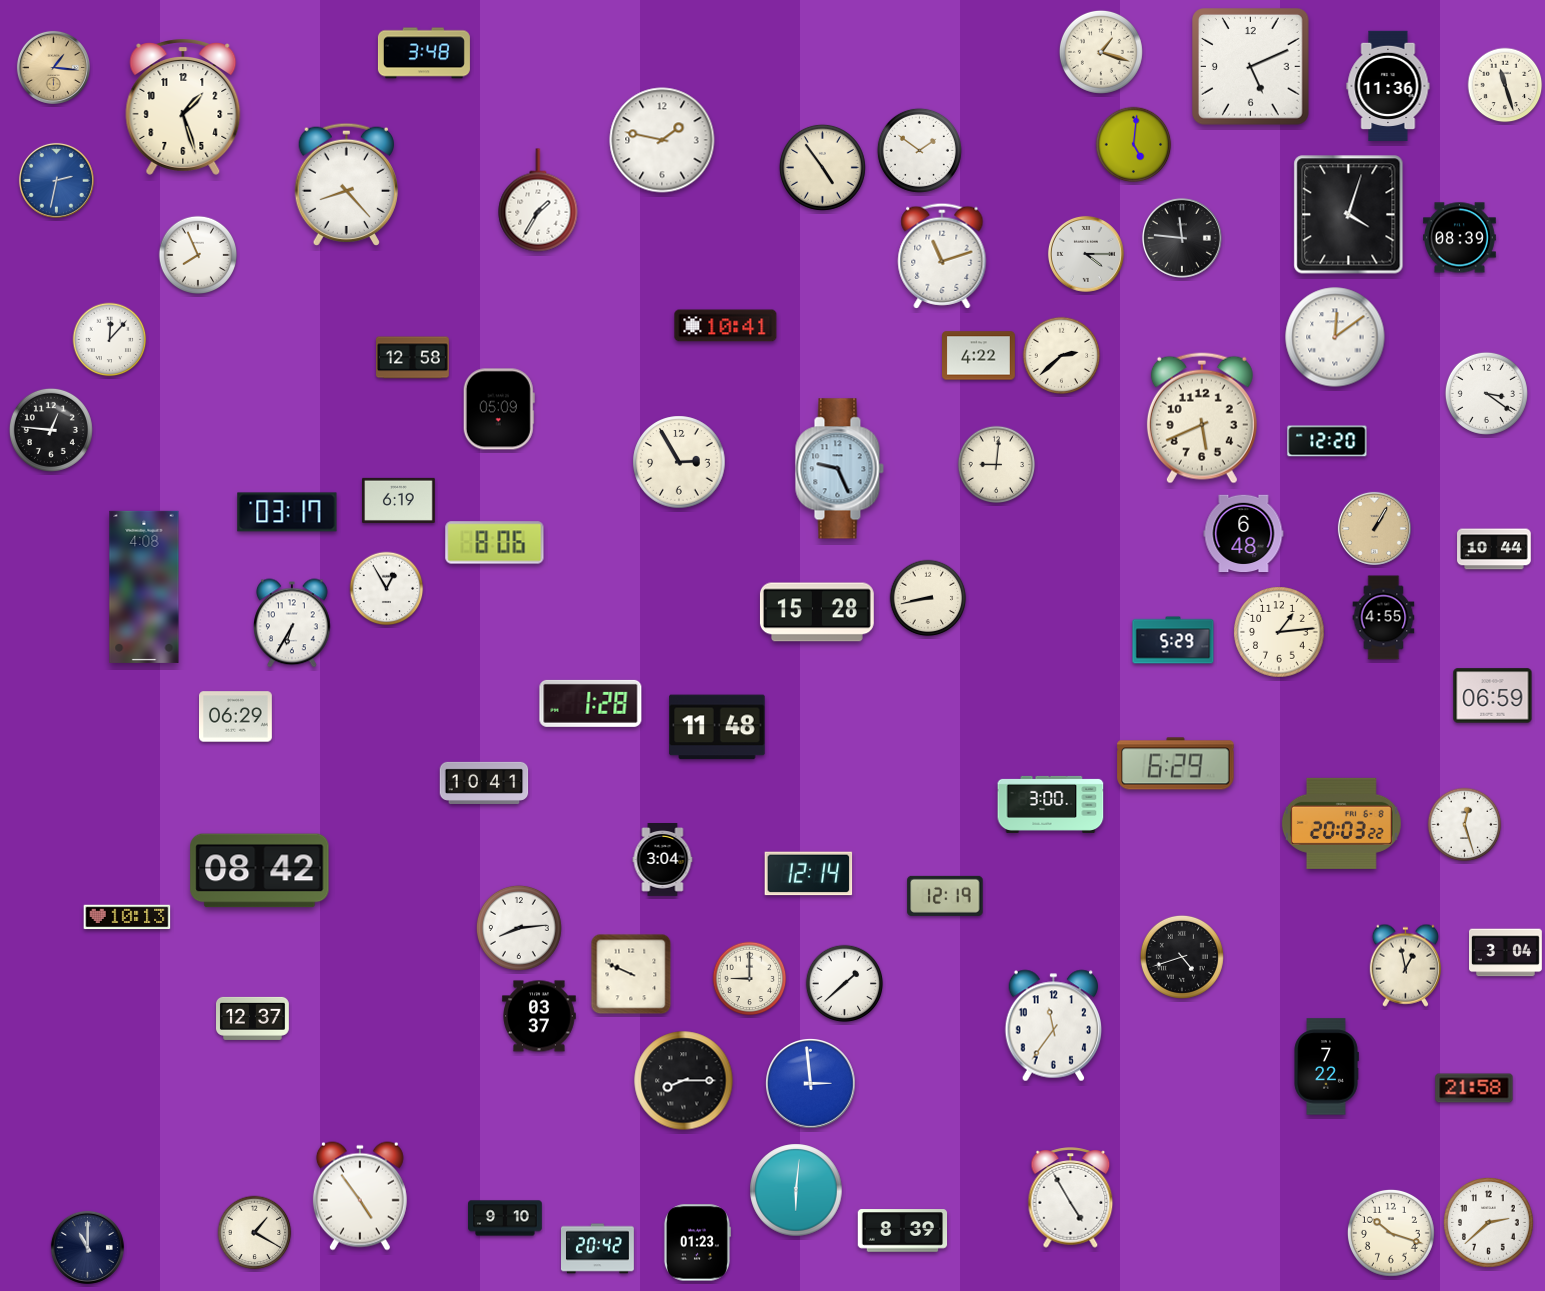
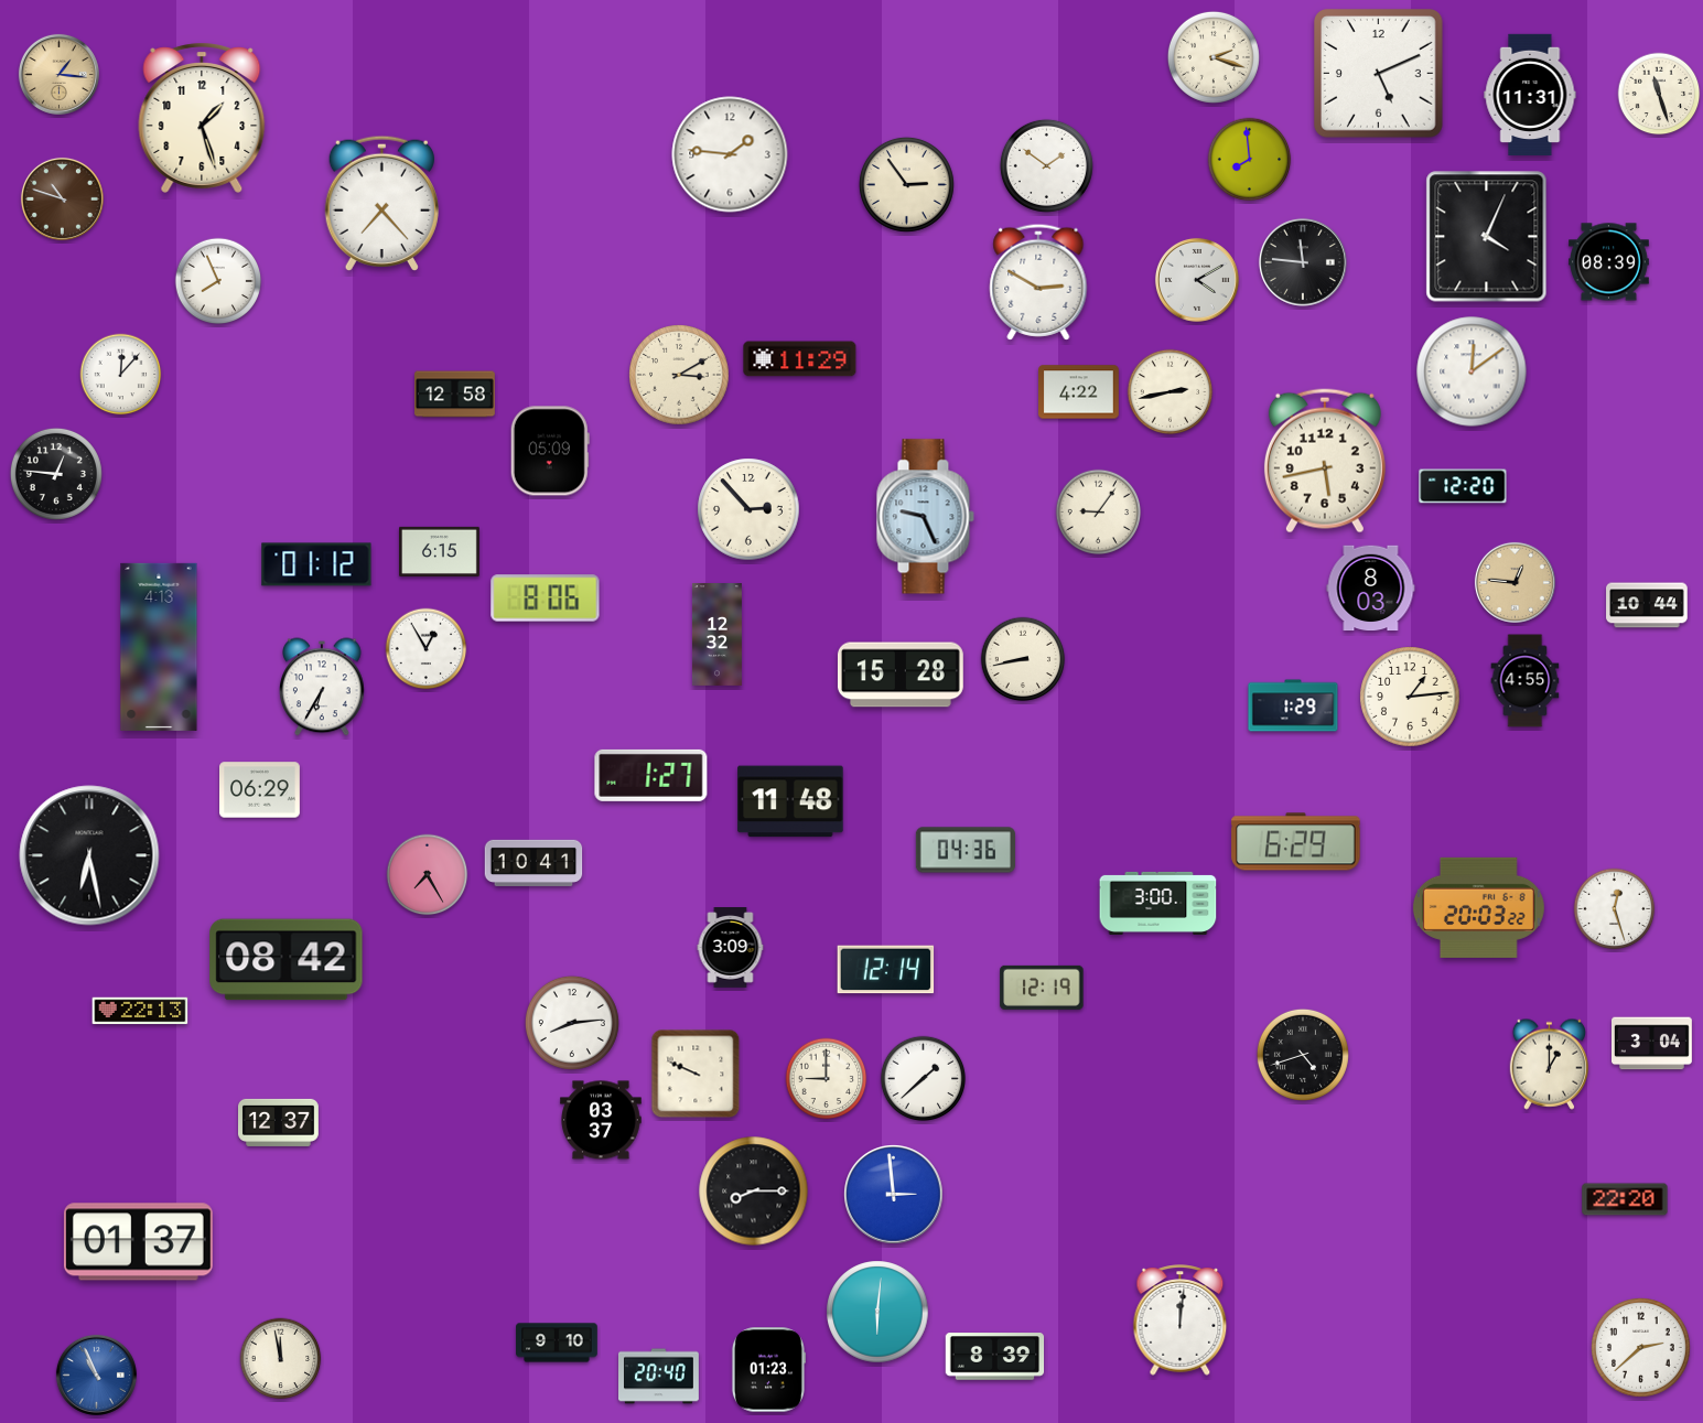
clock at (1101, 52): 1:18 -> 2:18
clock at (424, 53): 3:48 -> none
clock at (1388, 85): 11:36 -> 11:31
clock at (662, 140): 1:47 -> 1:46
clock at (1134, 145): 5:01 -> 7:59
clock at (919, 150) position: (919, 150) -> (1046, 165)
clock at (822, 167): 4:54 -> 2:54
clock at (56, 180): 2:32 -> 10:48
clock at (56, 180) dial: blue -> brown
clock at (346, 184): 8:23 -> 7:23
clock at (538, 200): 1:35 -> none
clock at (1349, 215): 4:03 -> 4:04
clock at (1086, 254): 4:15 -> 4:10
clock at (942, 256): 11:12 -> 2:50
clock at (726, 326): 10:41 -> 11:29
clock at (679, 375): none -> 3:10
clock at (1062, 356): 2:38 -> 2:43
clock at (1486, 393): 3:21 -> none
clock at (1202, 418): 5:41 -> 5:43
clock at (679, 462): 2:55 -> 2:53
clock at (997, 465): 9:01 -> 9:06
clock at (399, 500): 6:19 -> 6:15
clock at (287, 512): 03:17 -> 01:12
clock at (1374, 528): 1:05 -> 12:46
clock at (1244, 534): 6:48 -> 8:03
clock at (716, 635): none -> 12:32
clock at (144, 587): 4:08 -> 4:13
clock at (1173, 640): 5:29 -> 1:29
clock at (1493, 696): 06:59 -> none
clock at (591, 703): 1:28 -> 1:27
clock at (966, 850): none -> 04:36
clock at (89, 855): none -> 6:28
clock at (428, 875): none -> 7:25
clock at (1051, 804) position: (1051, 804) -> (1158, 903)
clock at (663, 860): 3:04 -> 3:09
clock at (809, 874) position: (809, 874) -> (886, 970)
clock at (127, 917): 10:13 -> 22:13
clock at (1506, 953) position: (1506, 953) -> (1652, 1044)
clock at (1405, 965): 12:58 -> 1:00
clock at (845, 984) position: (845, 984) -> (924, 1079)
clock at (539, 1016) position: (539, 1016) -> (601, 1120)
clock at (1054, 1026): 11:36 -> none
clock at (1326, 1067): 7:22 -> none
clock at (1474, 1088): 21:58 -> 22:20
clock at (138, 1242): none -> 01:37
clock at (360, 1196): 4:54 -> none
clock at (1071, 1198): 4:55 -> 12:01
clock at (255, 1233): 1:20 -> 11:58
clock at (1391, 1233): 10:18 -> none
clock at (87, 1247): 11:00 -> 10:56
clock at (87, 1247) dial: navy -> blue
clock at (598, 1249): 20:42 -> 20:40
